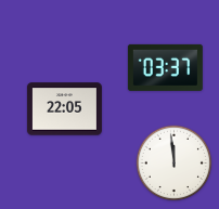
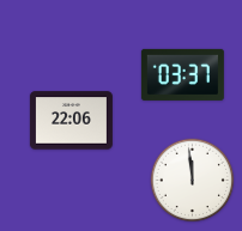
clock at (64, 109): 22:05 -> 22:06
